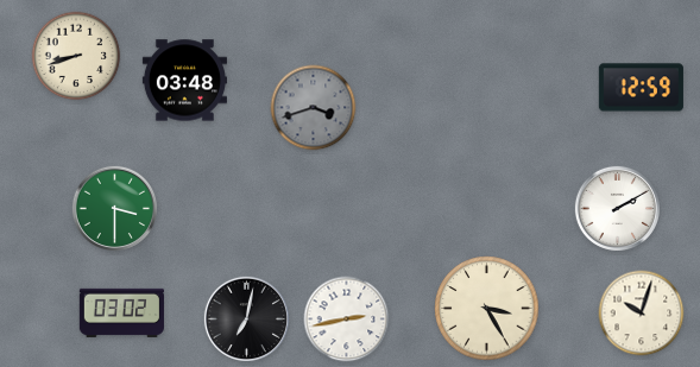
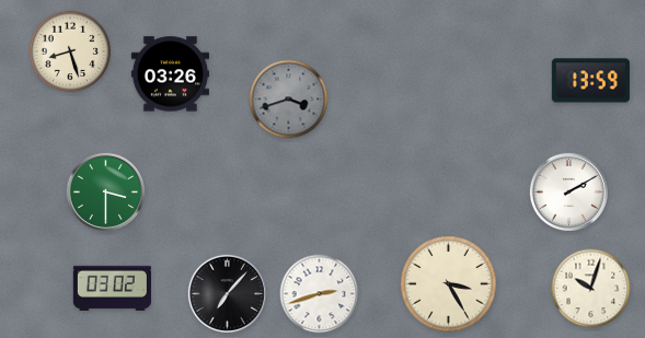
clock at (76, 56): 8:42 -> 8:27
clock at (184, 81): 03:48 -> 03:26
clock at (641, 88): 12:59 -> 13:59
clock at (246, 318): 7:02 -> 7:07
clock at (347, 319): 2:43 -> 2:42
